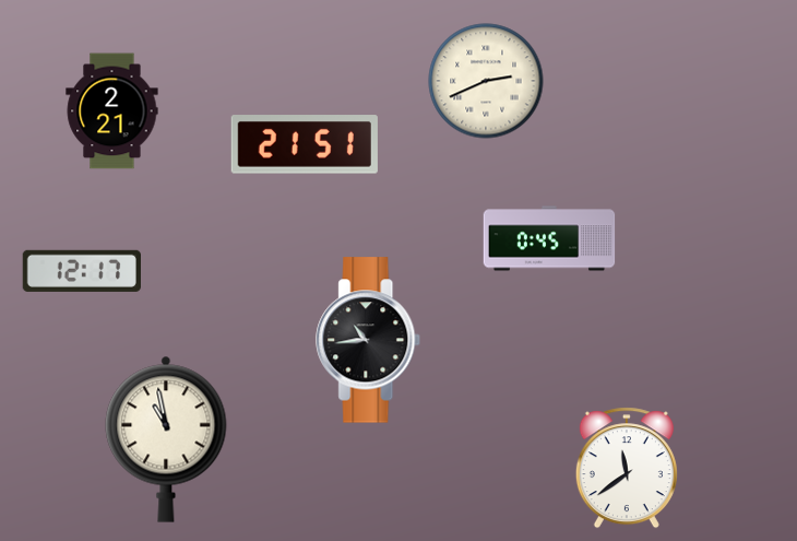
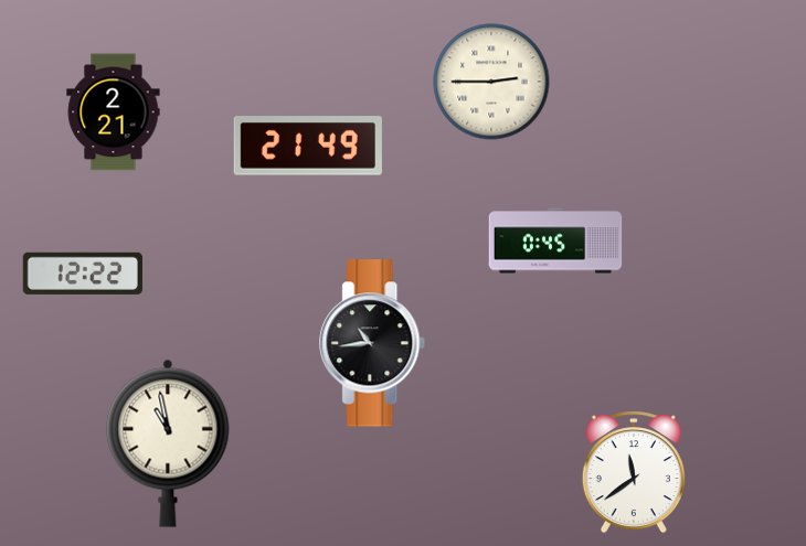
clock at (486, 81): 2:41 -> 2:45
clock at (305, 144): 21:51 -> 21:49
clock at (82, 271): 12:17 -> 12:22
